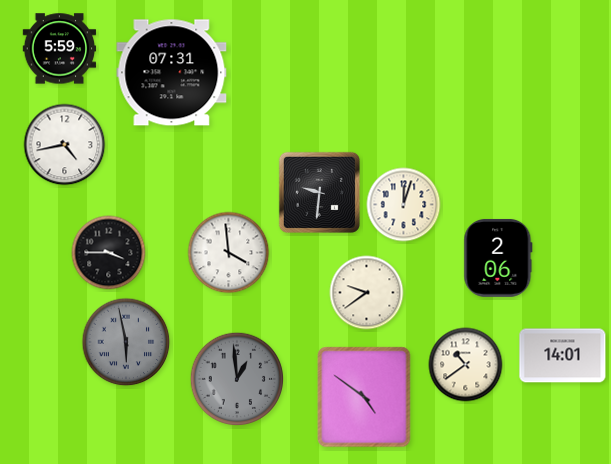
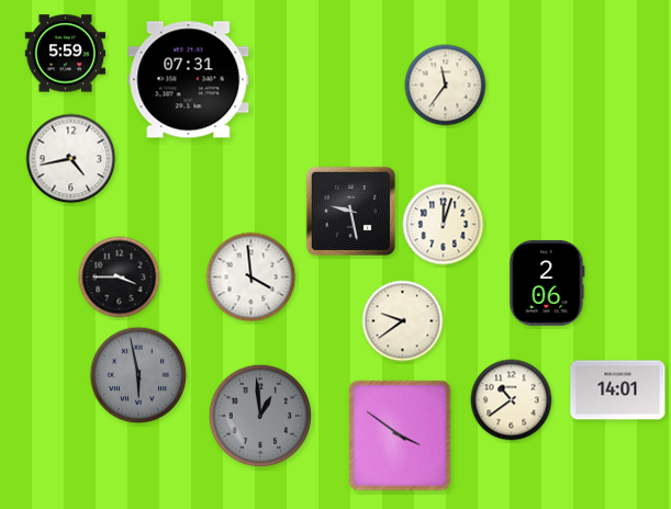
clock at (446, 86): none -> 11:36
clock at (319, 192): 9:31 -> 9:28
clock at (364, 397): 4:51 -> 3:51
